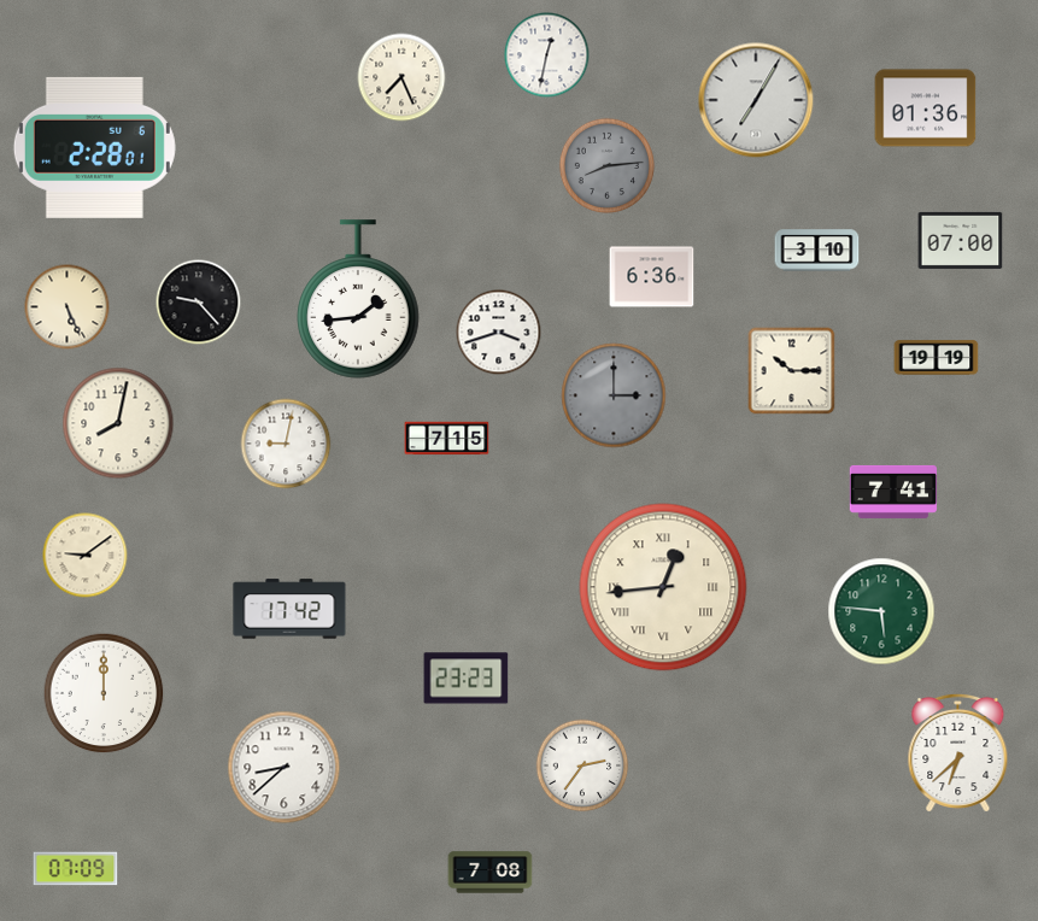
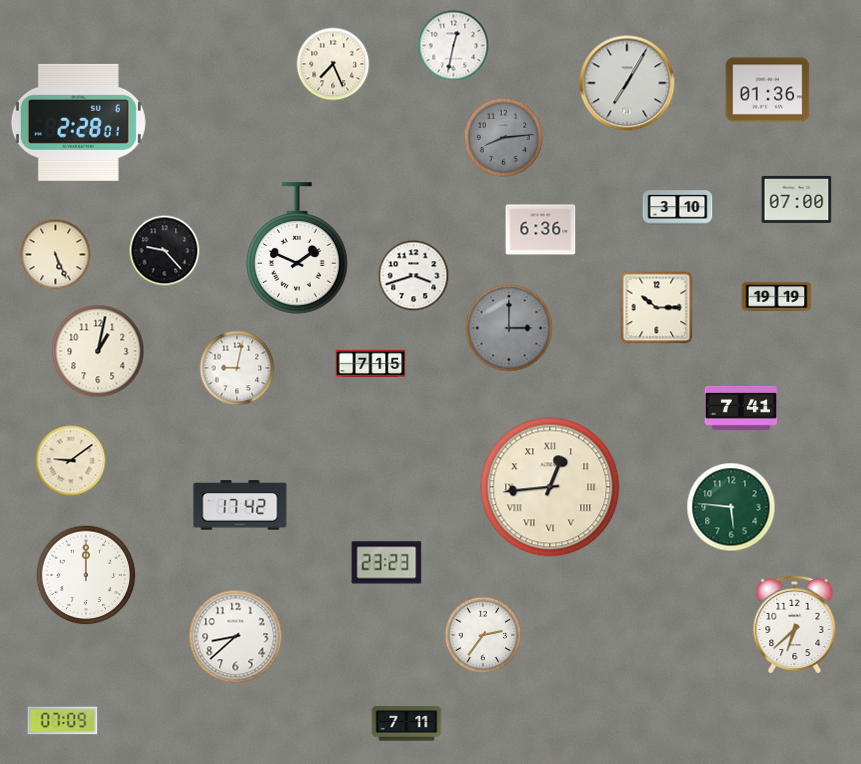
clock at (358, 299): 1:44 -> 1:49
clock at (118, 423): 8:02 -> 1:02
clock at (491, 873): 7:08 -> 7:11
